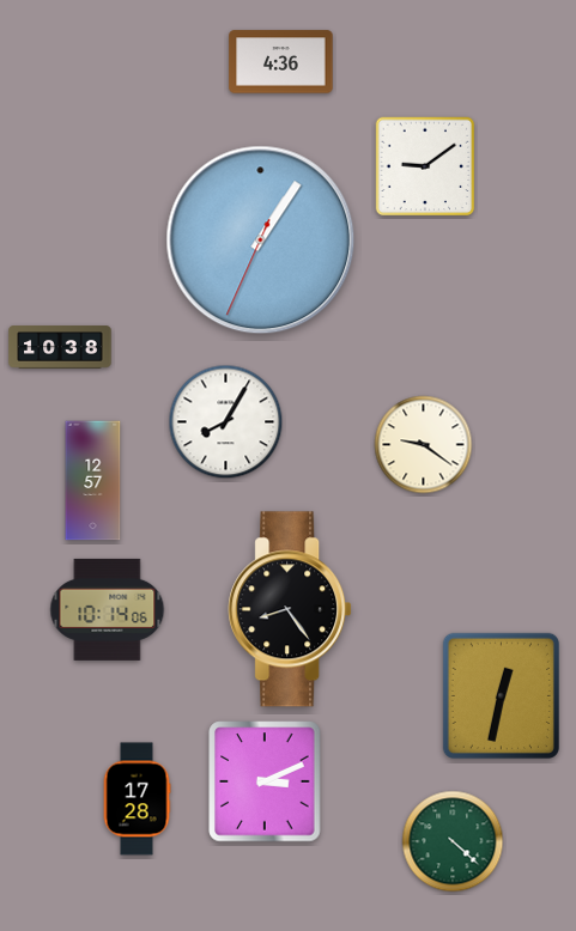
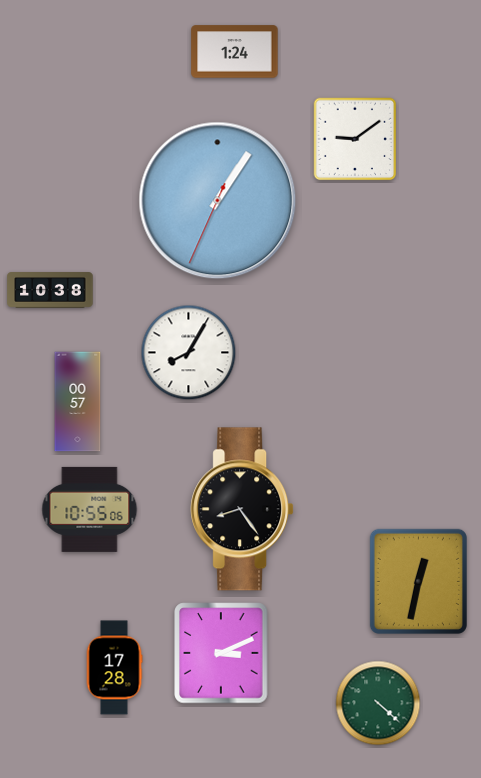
clock at (281, 62): 4:36 -> 1:24
clock at (424, 445): 9:21 -> none
clock at (93, 481): 12:57 -> 00:57
clock at (108, 609): 10:14 -> 10:55
